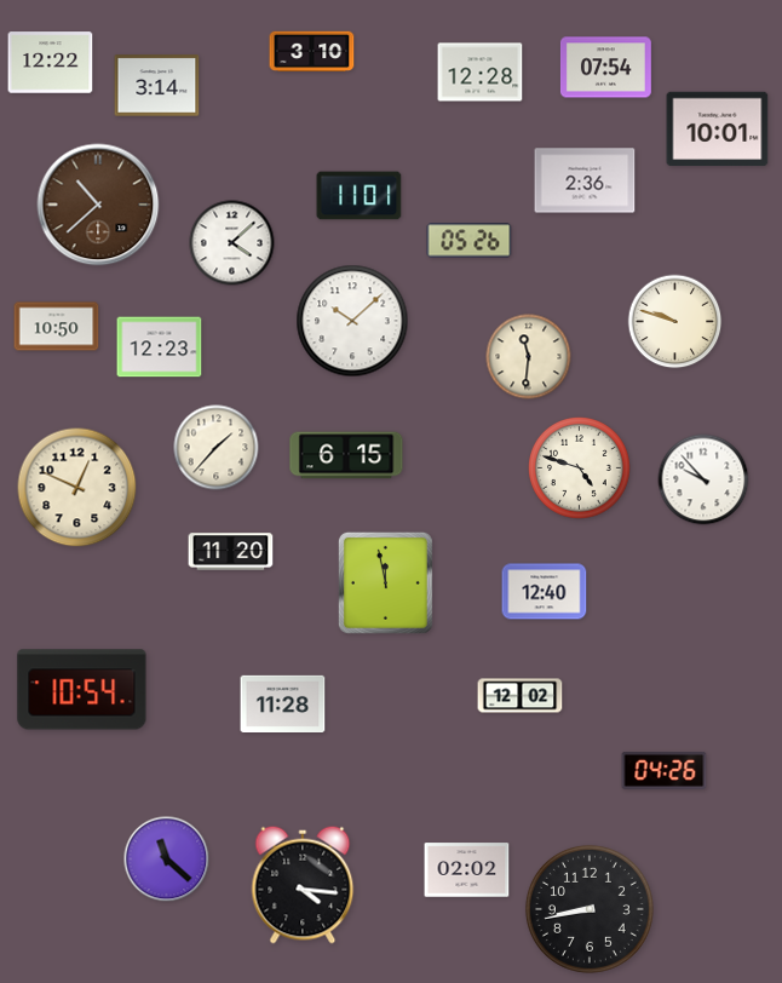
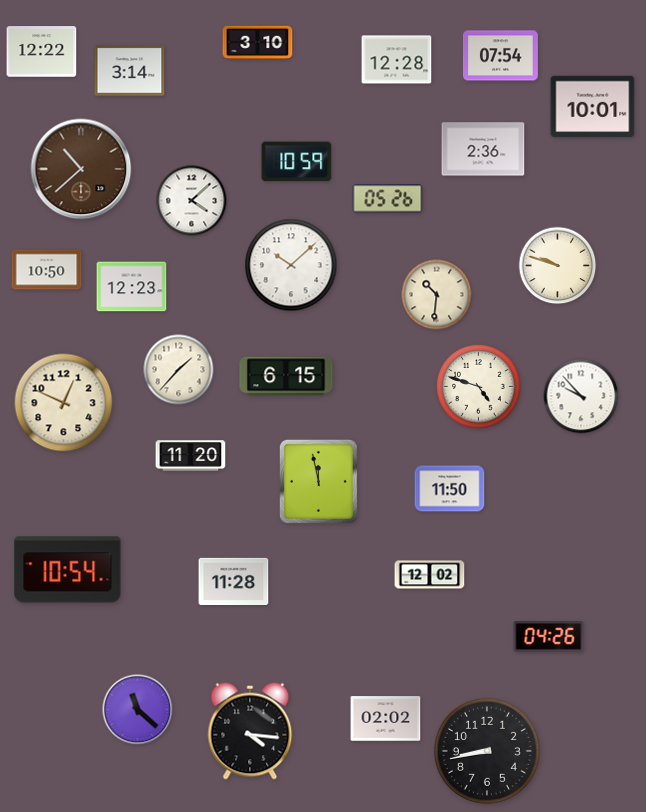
clock at (360, 196): 11:01 -> 10:59
clock at (529, 357): 11:31 -> 10:31
clock at (545, 592): 12:40 -> 11:50
